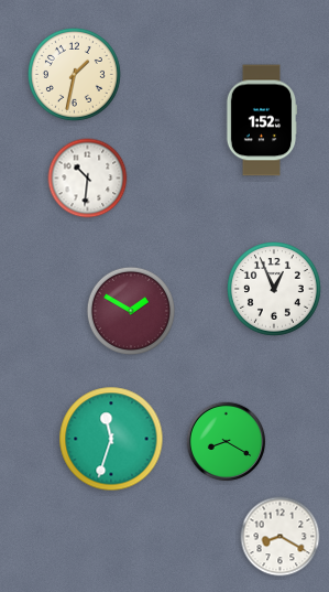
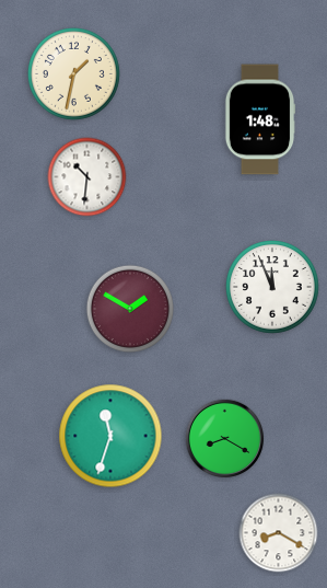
clock at (262, 120): 1:52 -> 1:48
clock at (275, 290): 12:56 -> 11:56
